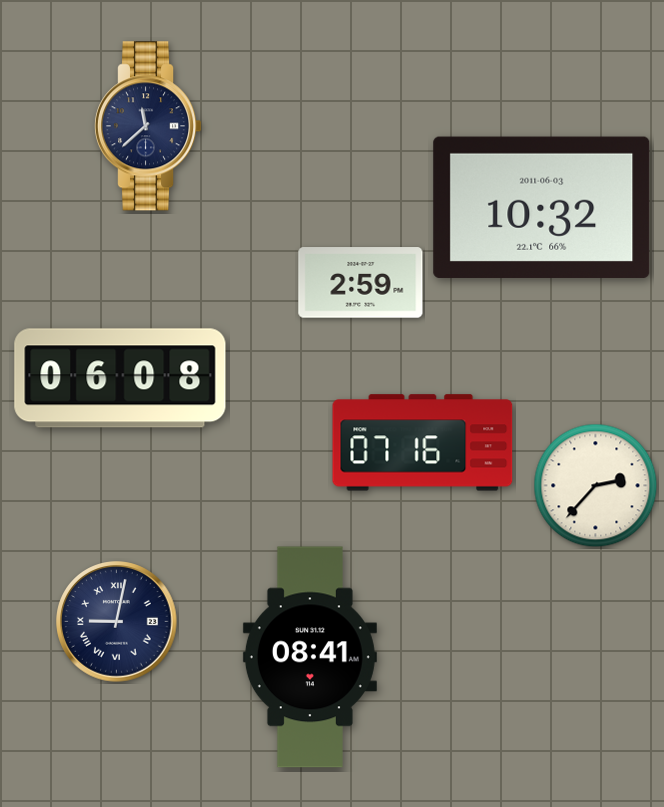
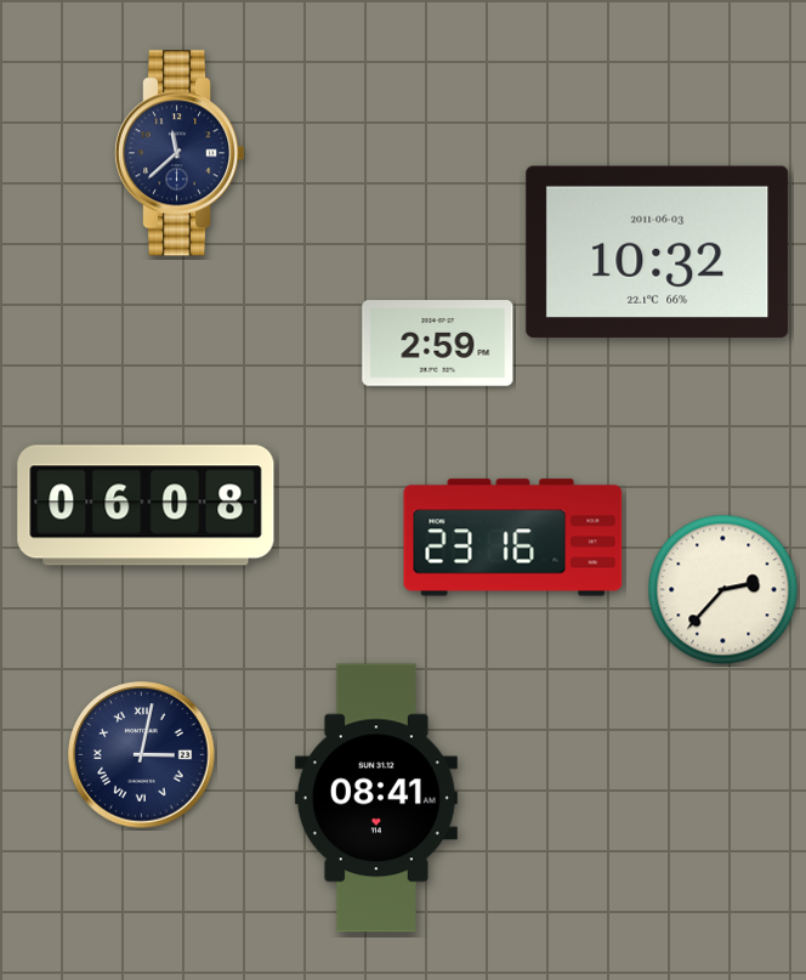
clock at (120, 378) position: (120, 378) -> (146, 505)
clock at (423, 443): 07:16 -> 23:16
clock at (117, 622): 9:02 -> 3:02
